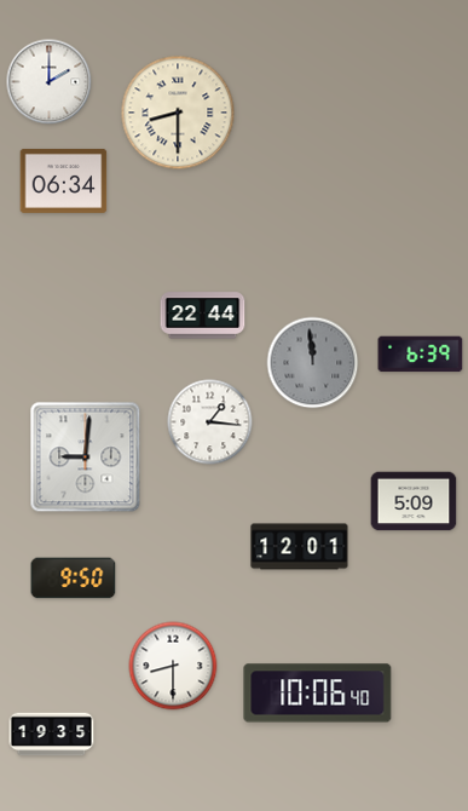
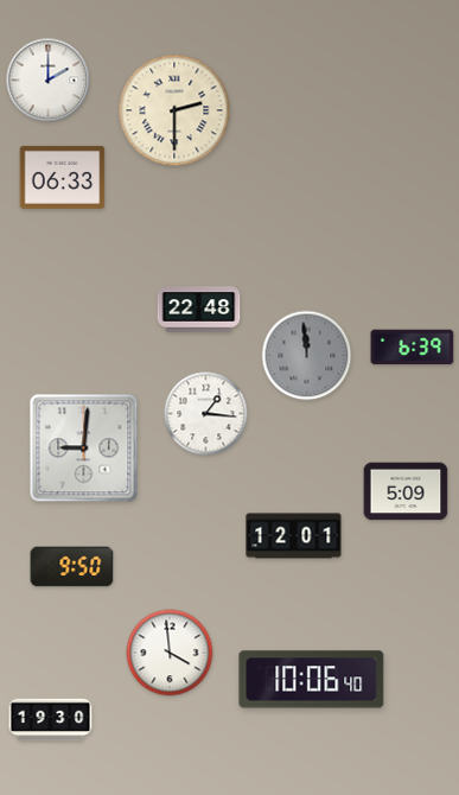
clock at (178, 113): 8:30 -> 2:30
clock at (64, 180): 06:34 -> 06:33
clock at (203, 316): 22:44 -> 22:48
clock at (173, 666): 8:30 -> 3:59
clock at (52, 735): 19:35 -> 19:30
